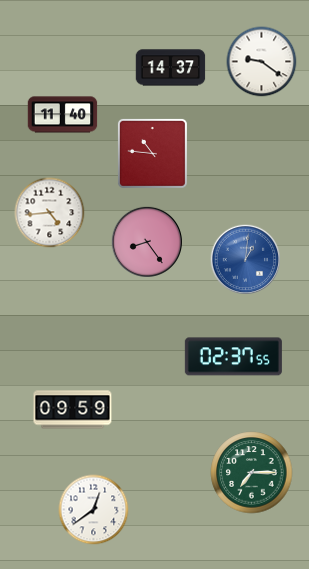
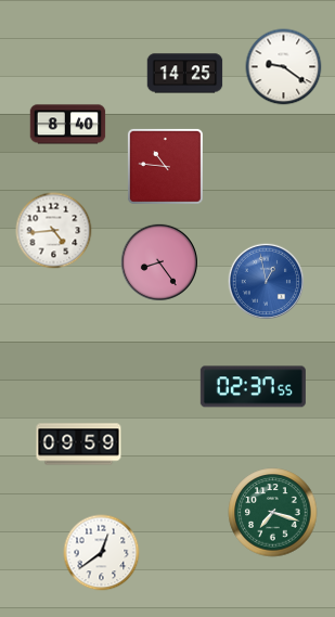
clock at (171, 68): 14:37 -> 14:25
clock at (63, 115): 11:40 -> 8:40
clock at (245, 259): 1:01 -> 12:58
clock at (252, 473): 7:15 -> 7:18
